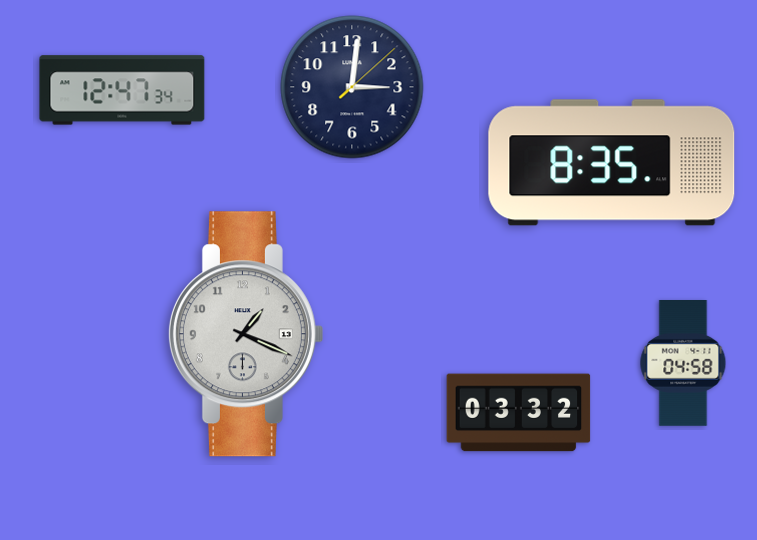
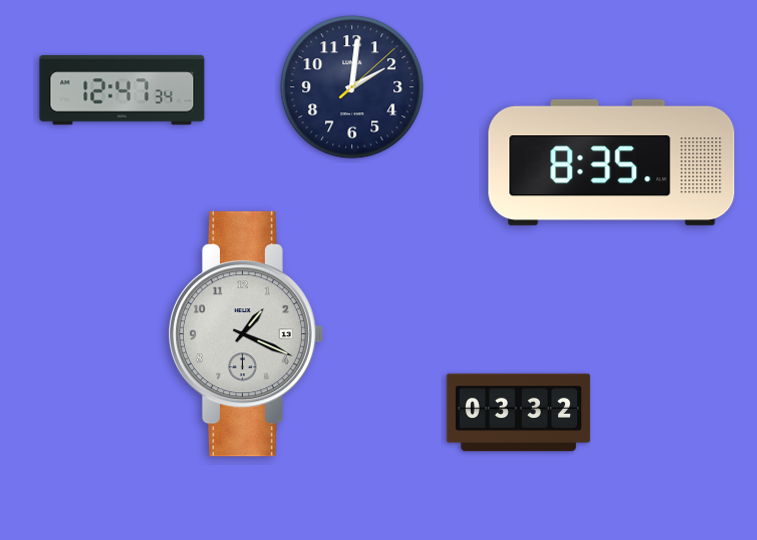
clock at (352, 87): 3:01 -> 2:01
clock at (683, 364): 04:58 -> none
